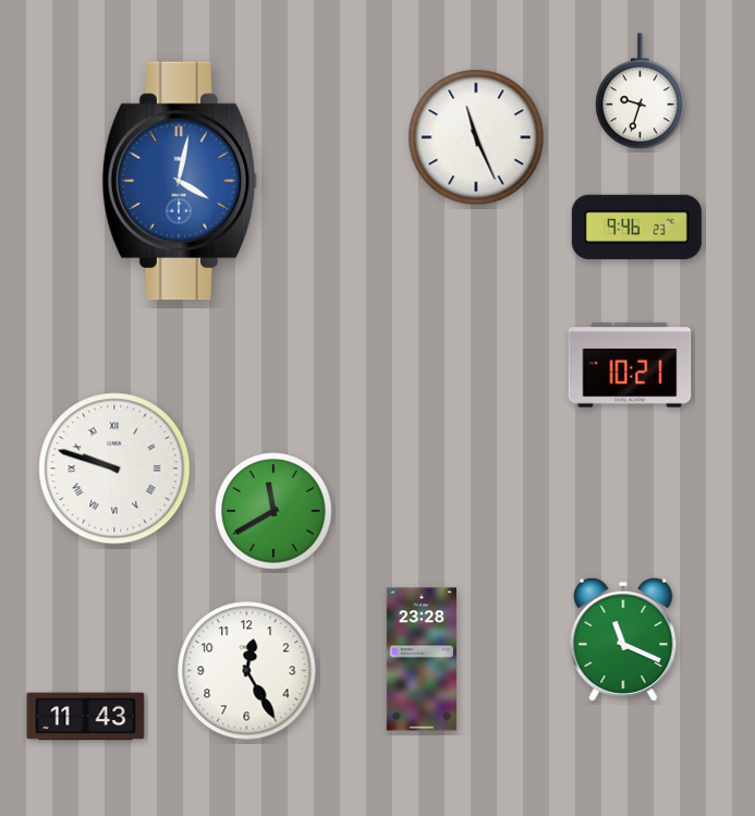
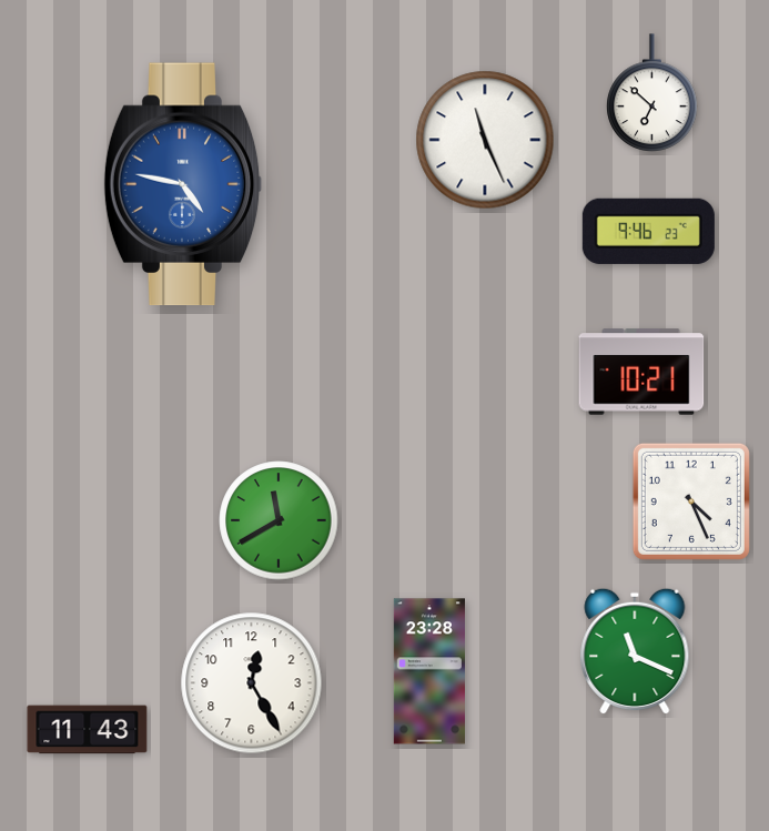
clock at (641, 90): 9:33 -> 6:52
clock at (180, 181): 4:02 -> 4:47
clock at (114, 468): 9:48 -> none
clock at (691, 501): none -> 4:26
